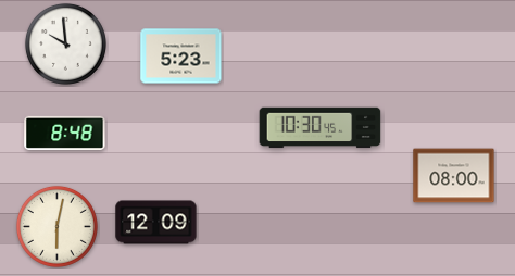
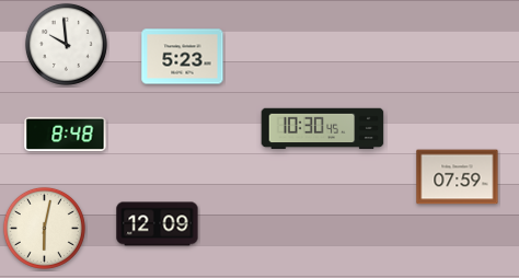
clock at (454, 176): 08:00 -> 07:59
clock at (56, 226) position: (56, 226) -> (44, 228)
